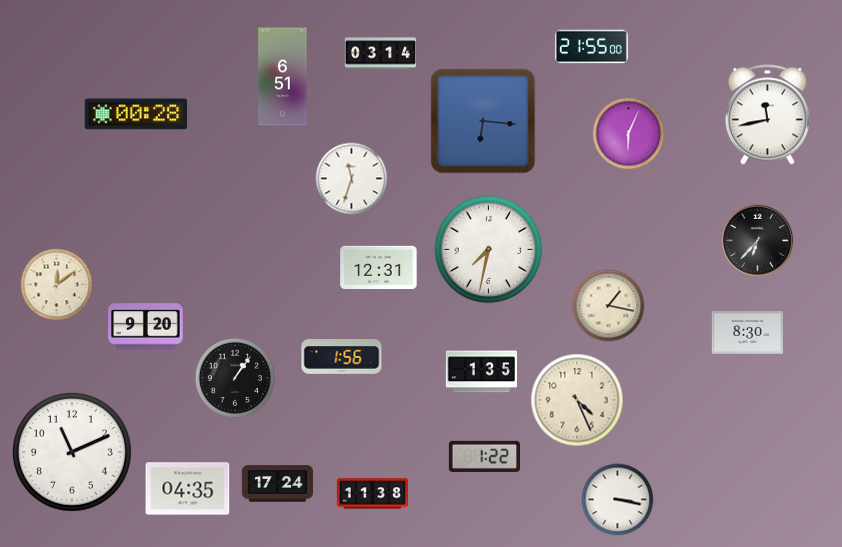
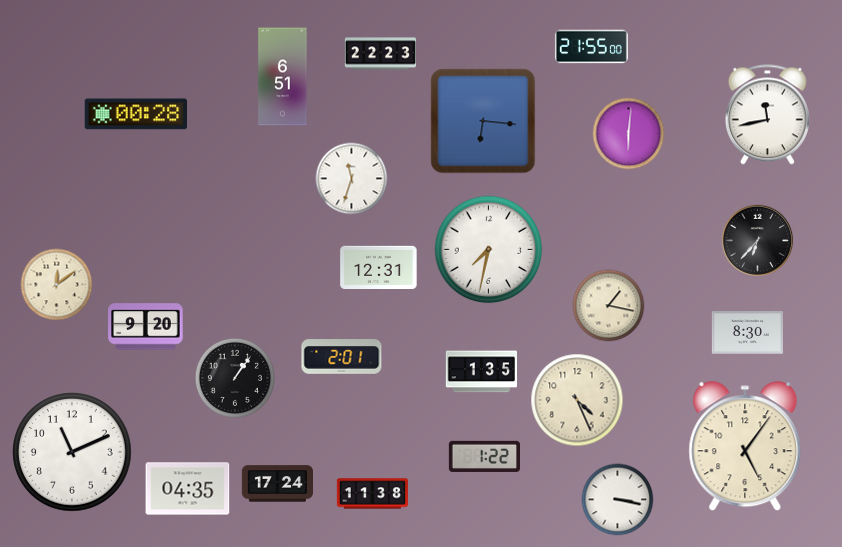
clock at (381, 54): 03:14 -> 22:23
clock at (629, 134): 6:04 -> 6:01
clock at (342, 357): 1:56 -> 2:01
clock at (745, 447): none -> 5:06
